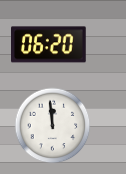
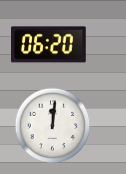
clock at (53, 126): 11:59 -> 12:01
